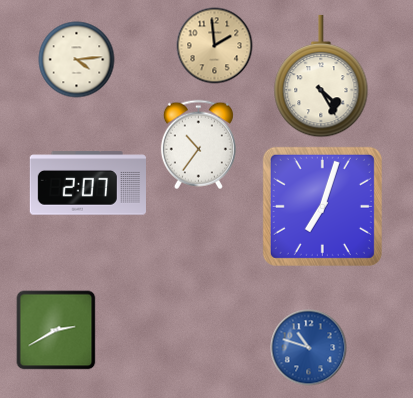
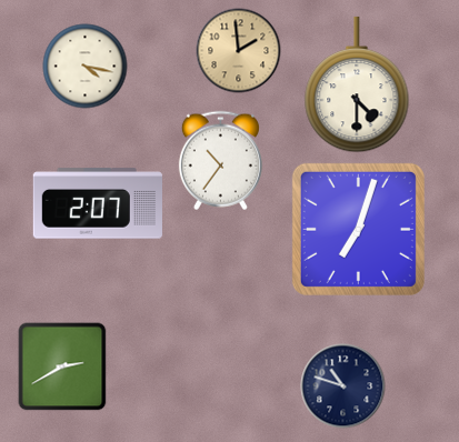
clock at (77, 60): 4:14 -> 4:17
clock at (321, 76): 4:25 -> 4:30
clock at (309, 348) dial: blue -> navy
